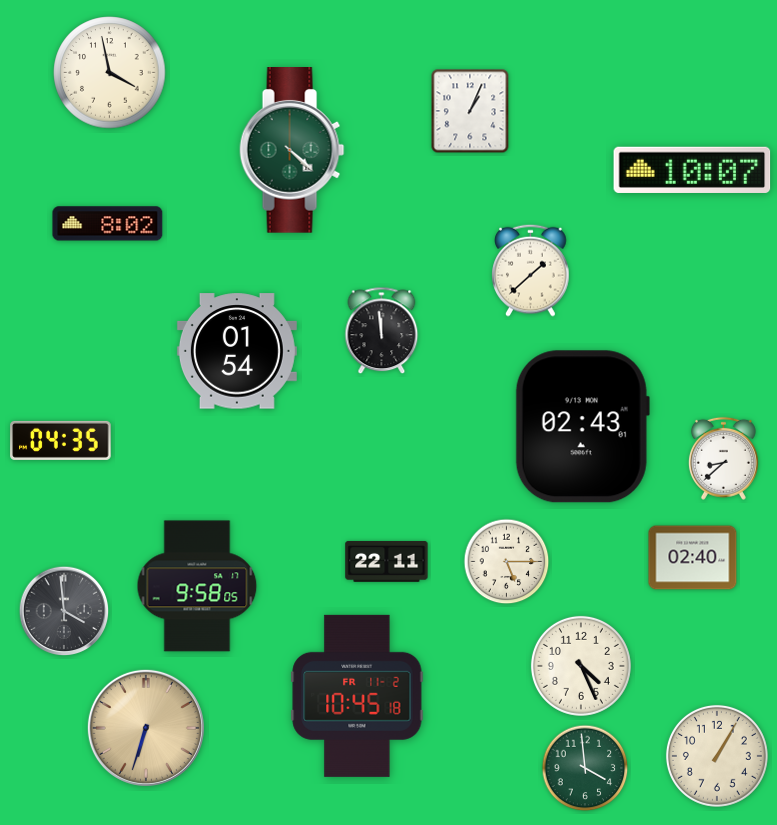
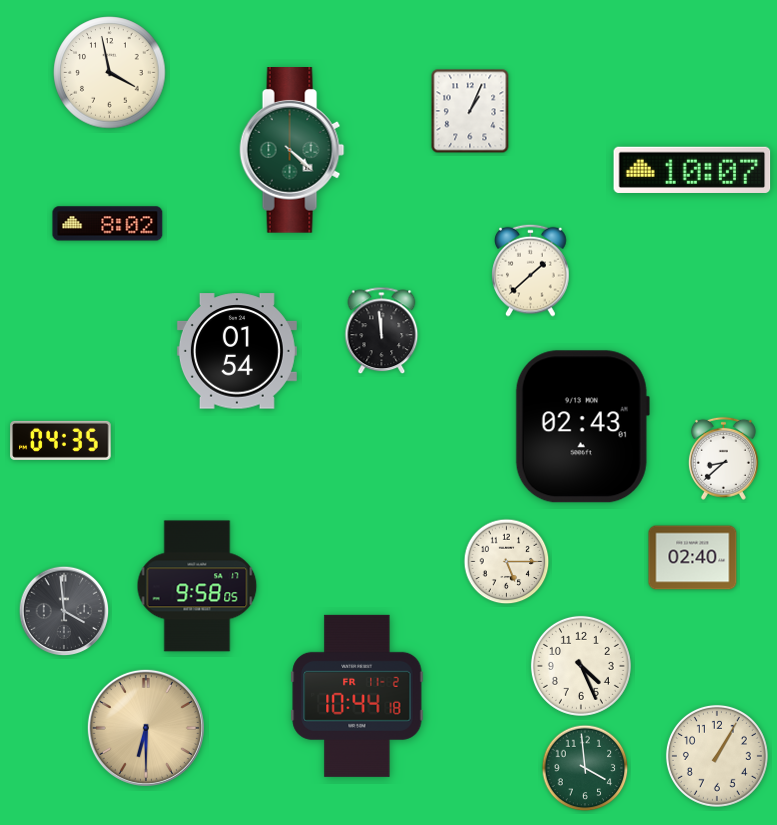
clock at (387, 561): 22:11 -> none
clock at (357, 696): 10:45 -> 10:44
clock at (146, 728): 6:33 -> 6:30
